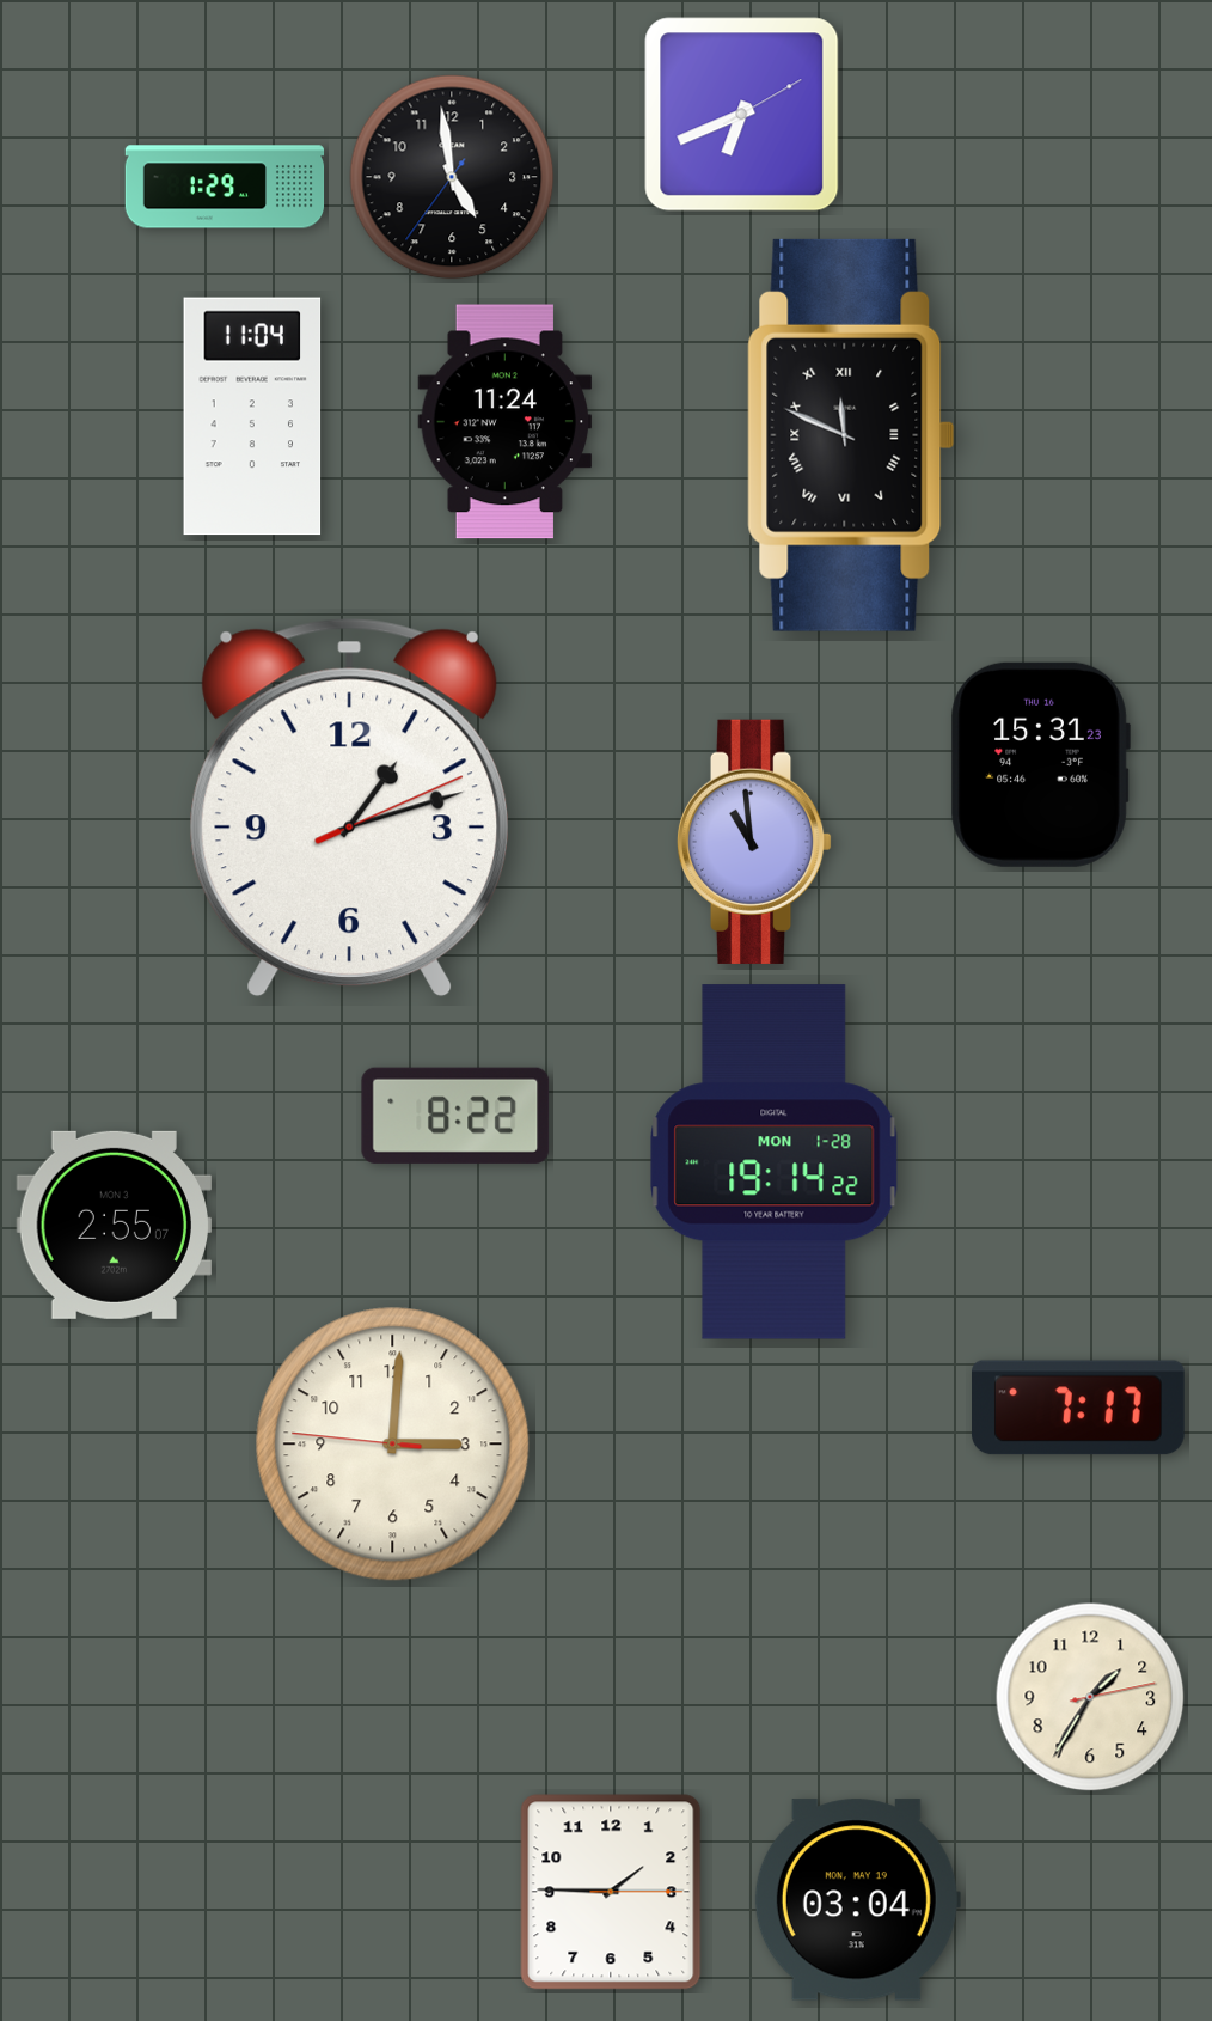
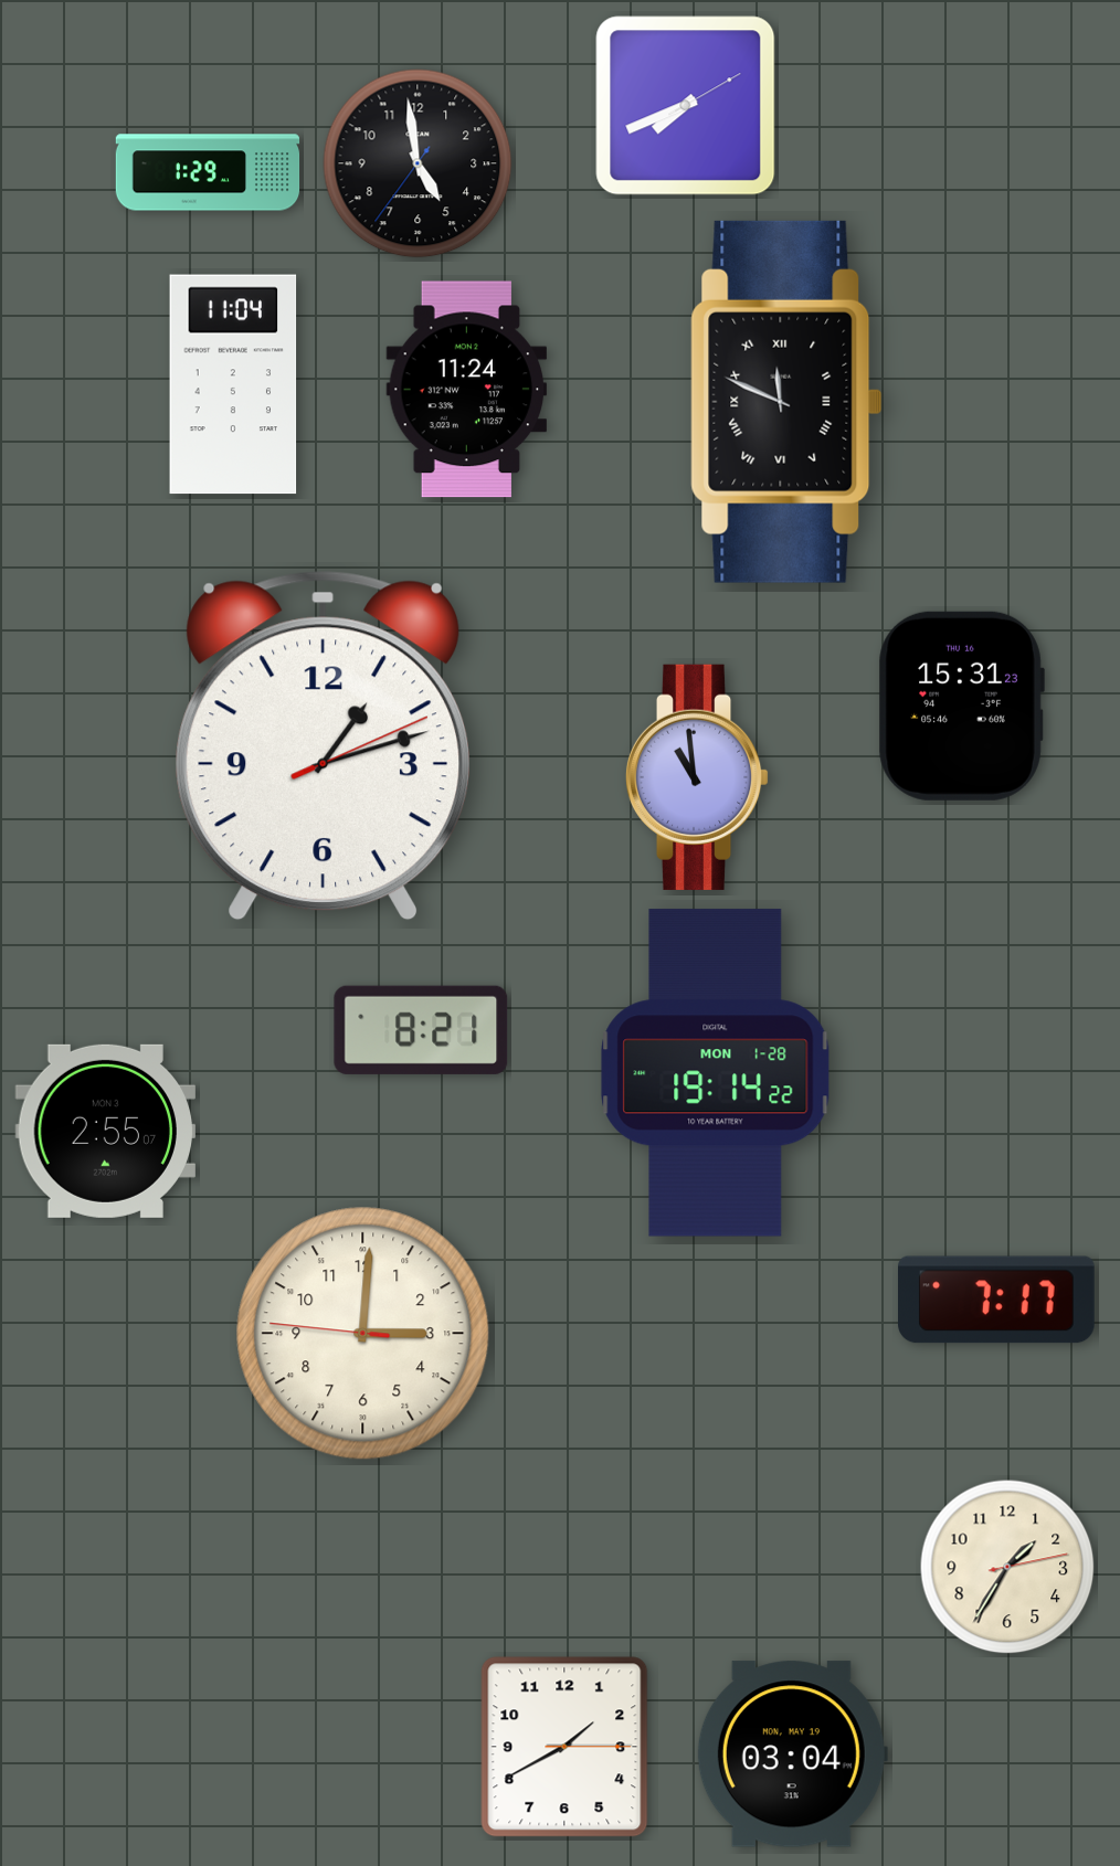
clock at (742, 115): 6:41 -> 7:41
clock at (455, 1116): 8:22 -> 8:21
clock at (611, 1892): 1:45 -> 1:40
